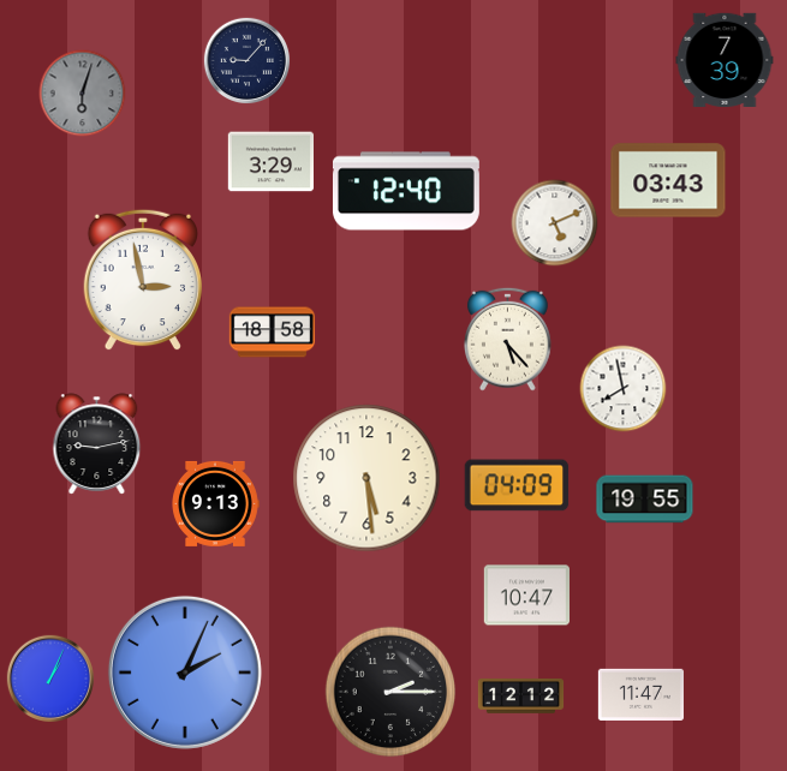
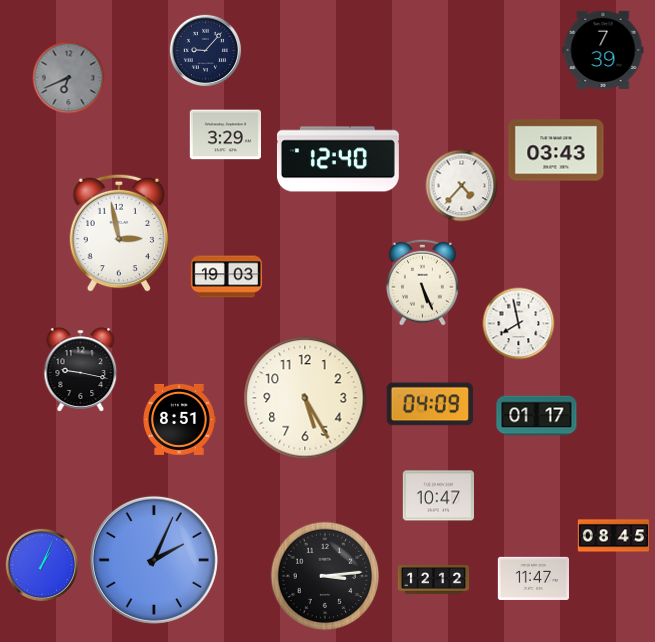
clock at (83, 94): 6:03 -> 6:41
clock at (555, 223): 5:11 -> 4:37
clock at (273, 333): 18:58 -> 19:03
clock at (507, 339): 5:23 -> 5:26
clock at (97, 444): 9:13 -> 9:17
clock at (366, 478): 5:29 -> 5:25
clock at (645, 500): 19:55 -> 01:17
clock at (215, 503): 9:13 -> 8:51
clock at (614, 536): none -> 08:45
clock at (390, 692): 2:15 -> 3:14
